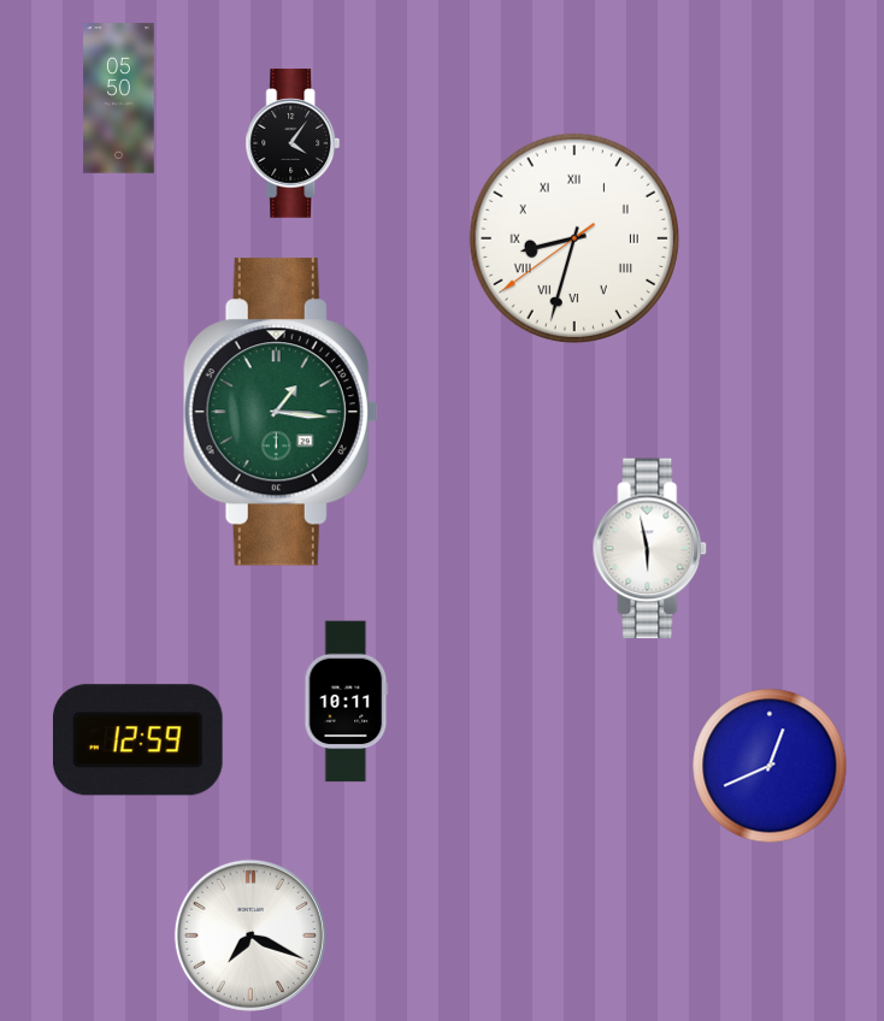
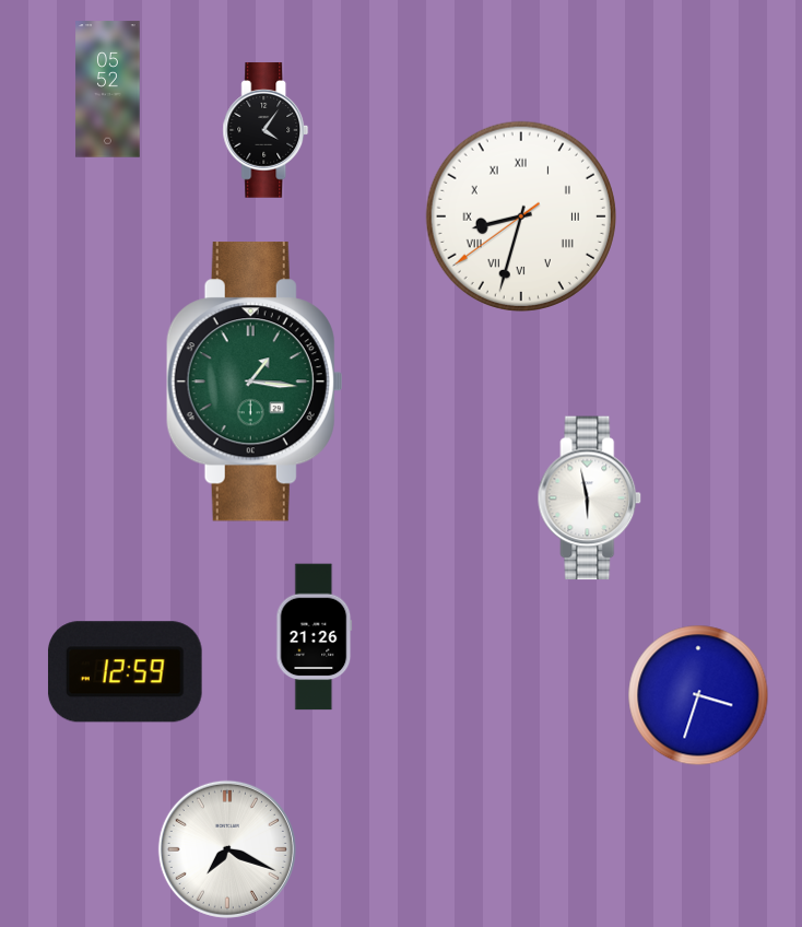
clock at (119, 99): 05:50 -> 05:52
clock at (281, 412) position: (281, 412) -> (255, 382)
clock at (347, 702): 10:11 -> 21:26
clock at (770, 766): 12:41 -> 3:33
